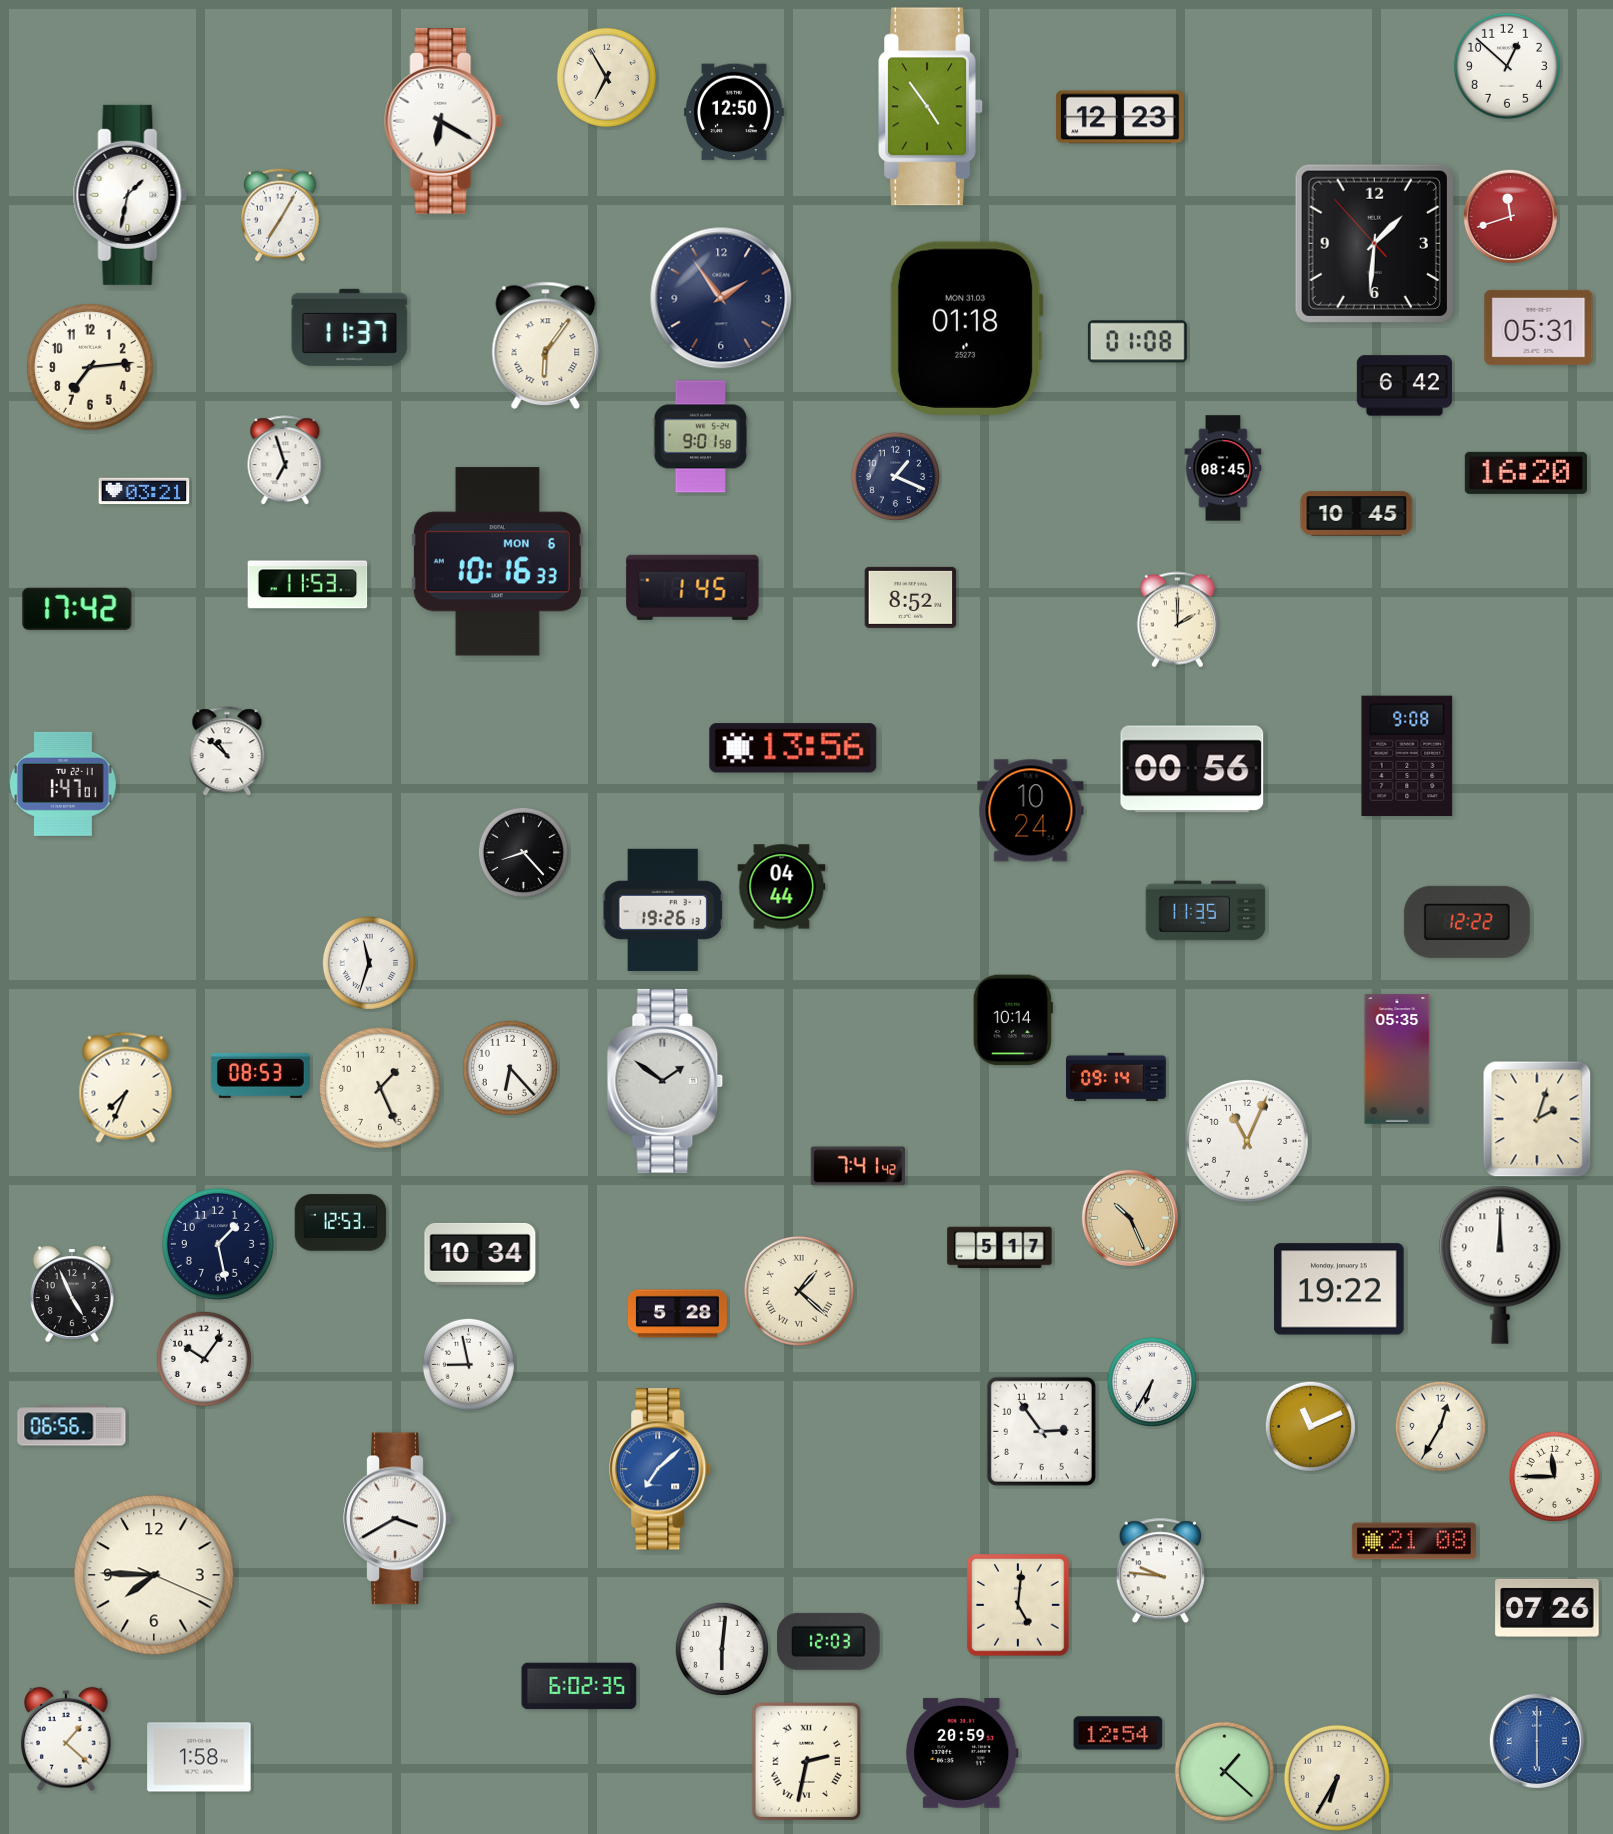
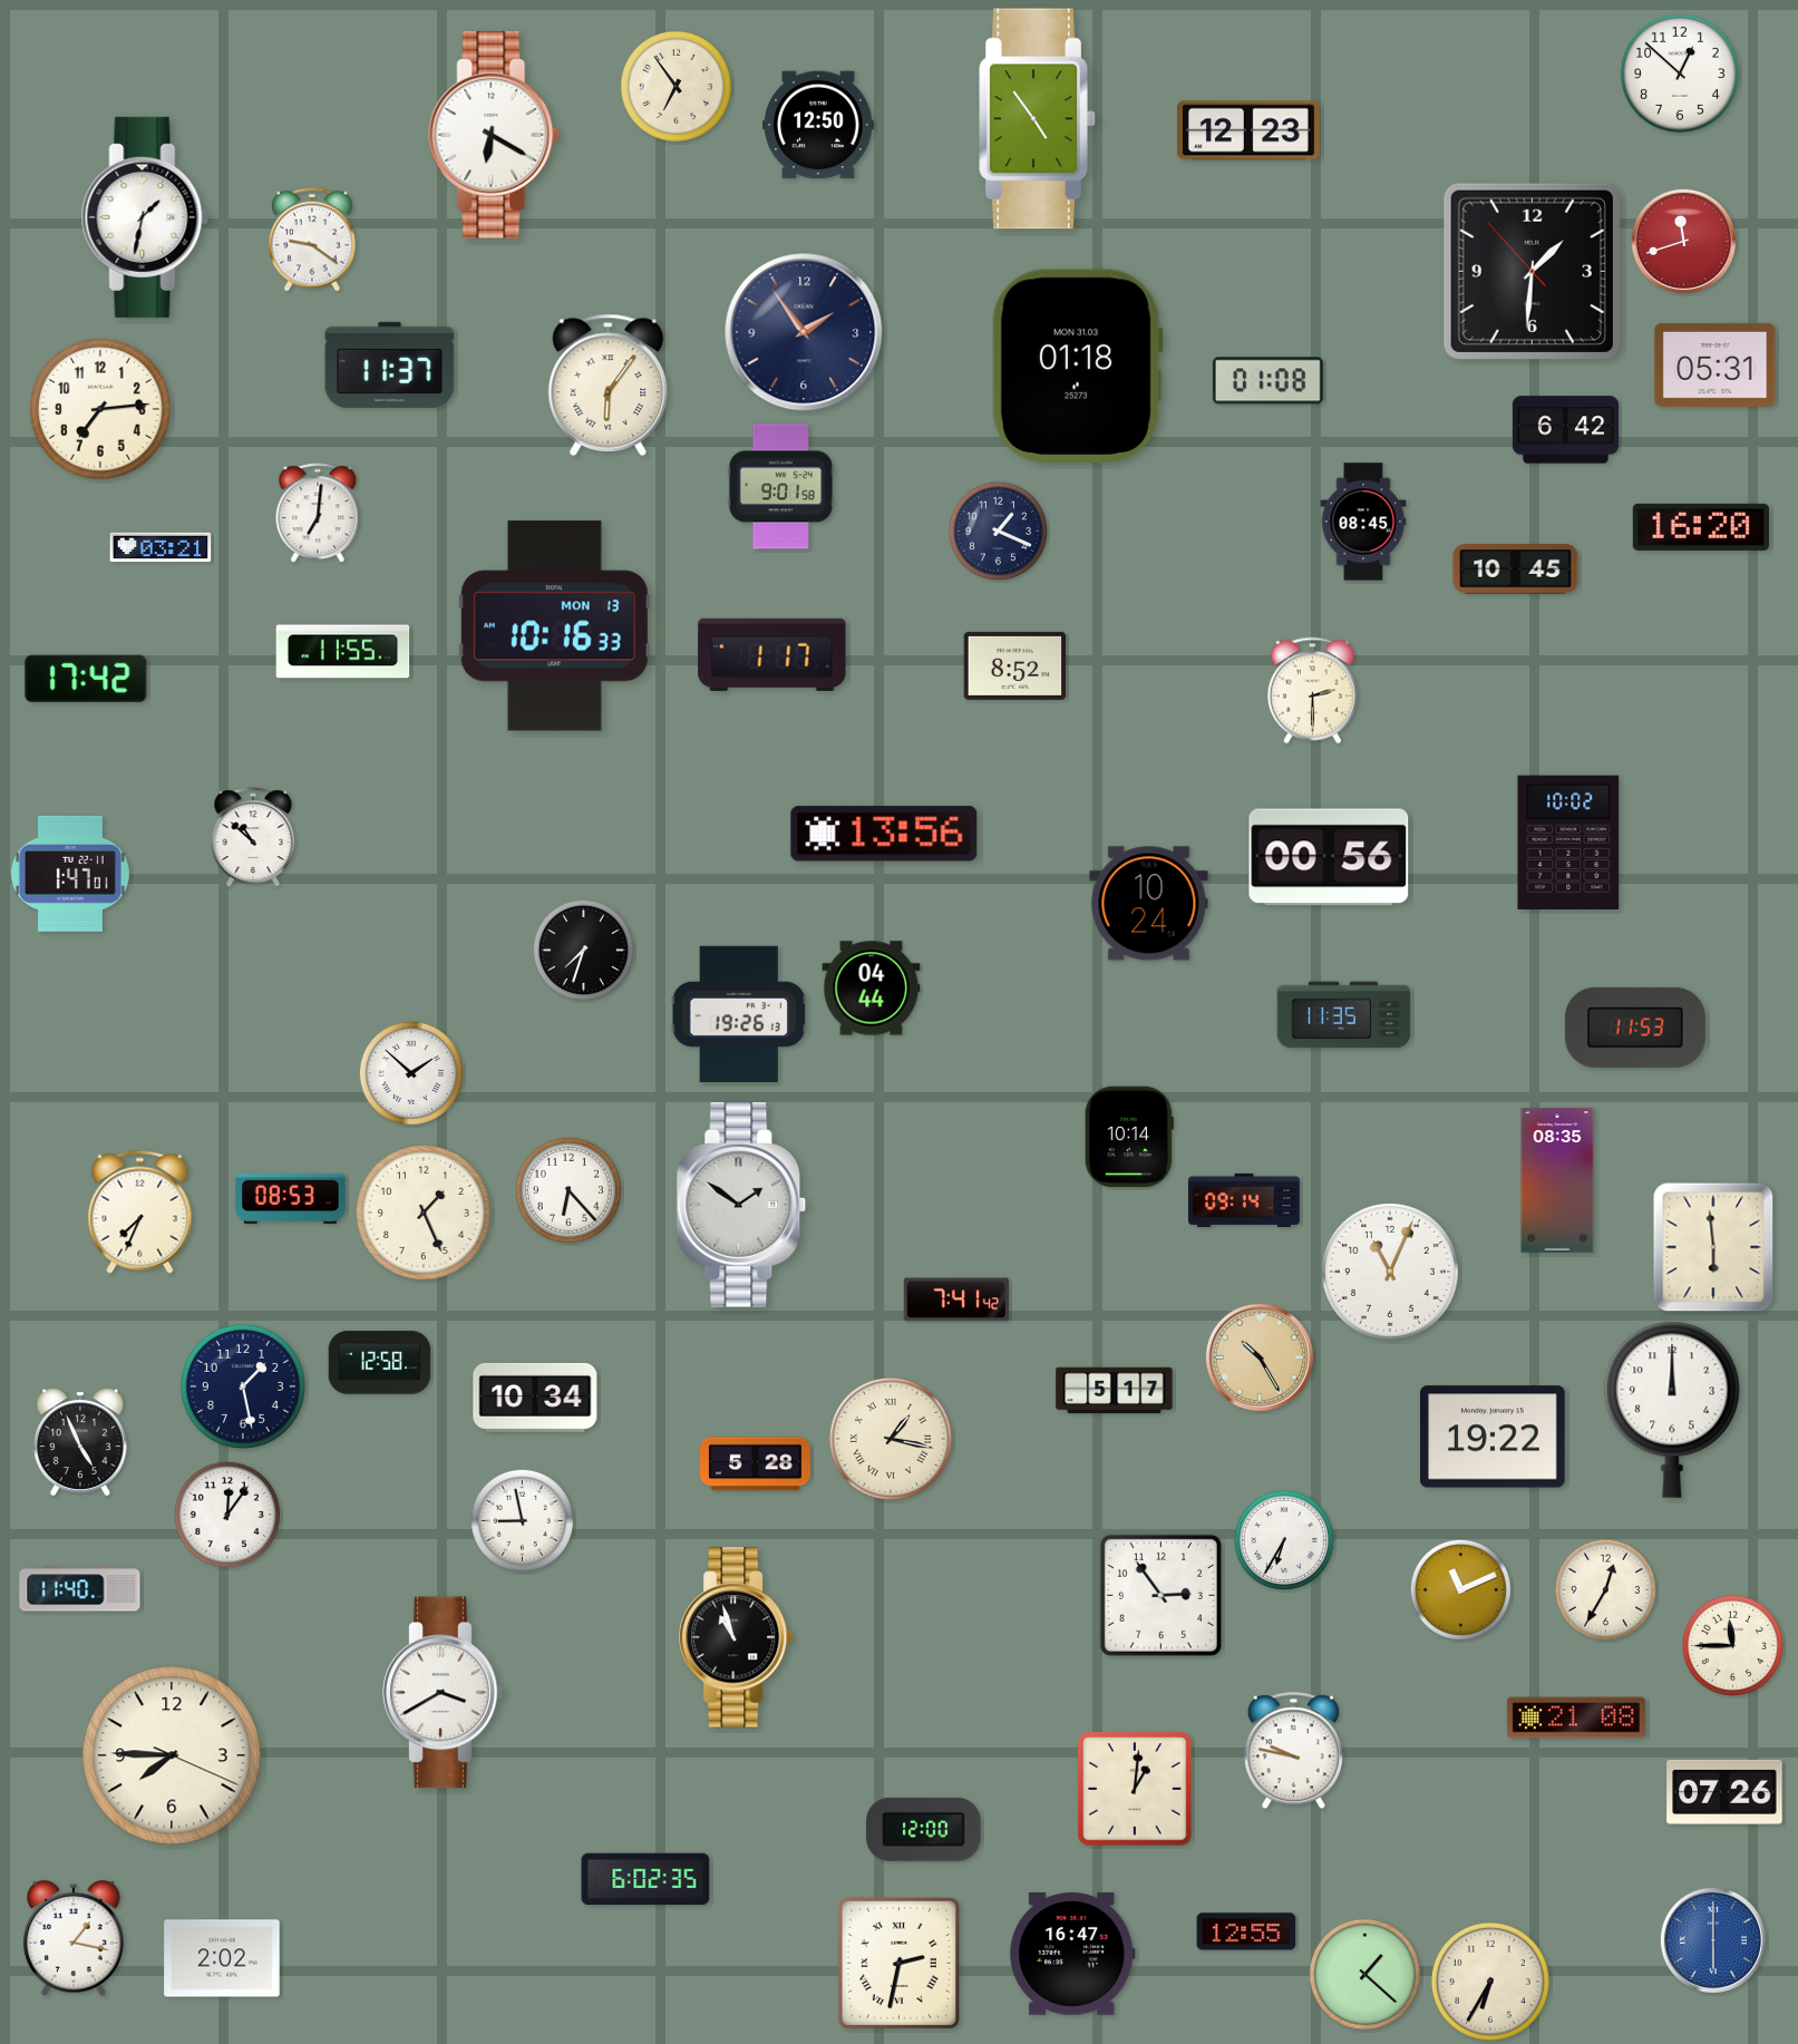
clock at (606, 77): 6:55 -> 6:54
clock at (280, 215): 7:05 -> 9:21
clock at (285, 461): 6:57 -> 7:01
clock at (1357, 514) position: (1357, 514) -> (1516, 570)
clock at (497, 562) date: MON 6 -> MON 13
clock at (308, 585): 11:53 -> 11:55
clock at (693, 587): 1:45 -> 1:17
clock at (1177, 620): 2:00 -> 2:30
clock at (1407, 756): 9:08 -> 10:02
clock at (523, 852): 8:23 -> 7:33
clock at (1467, 922): 12:22 -> 11:53
clock at (369, 963): 11:33 -> 1:52
clock at (1397, 1059): 05:35 -> 08:35
clock at (1537, 1119): 2:03 -> 5:59
clock at (1129, 1217): 10:26 -> 10:25
clock at (341, 1223): 12:53 -> 12:58
clock at (799, 1291): 1:22 -> 1:17
clock at (204, 1359): 10:06 -> 12:06
clock at (72, 1426): 06:56 -> 11:40
clock at (661, 1469): 7:08 -> 10:57
clock at (661, 1469) dial: blue -> black
clock at (1160, 1571): 9:46 -> 9:47
clock at (1018, 1605): 5:01 -> 1:01
clock at (829, 1641): 12:03 -> 12:00
clock at (722, 1649): 6:01 -> none
clock at (1118, 1733): 12:54 -> 12:55
clock at (67, 1739): 1:22 -> 1:17
clock at (962, 1753): 20:59 -> 16:47
clock at (199, 1757): 1:58 -> 2:02
